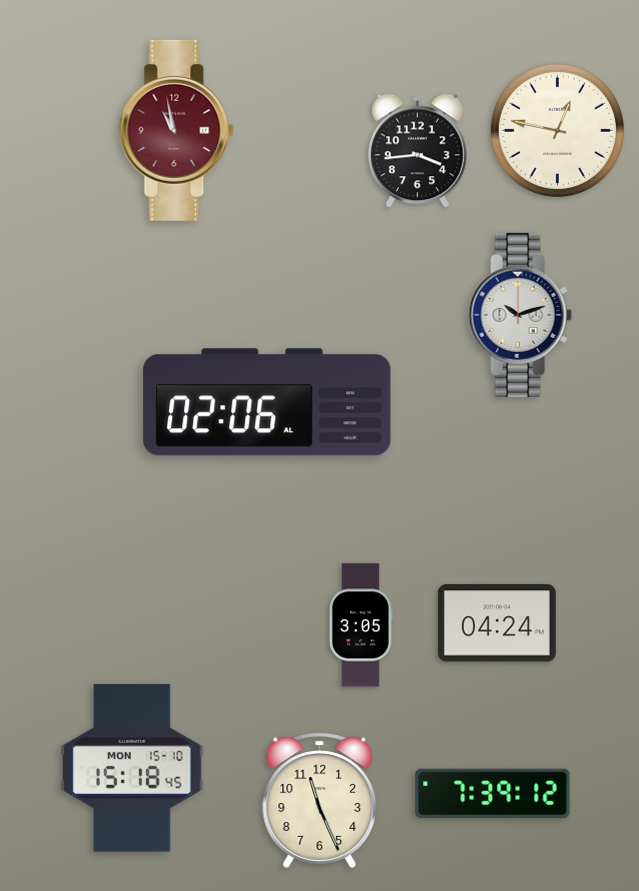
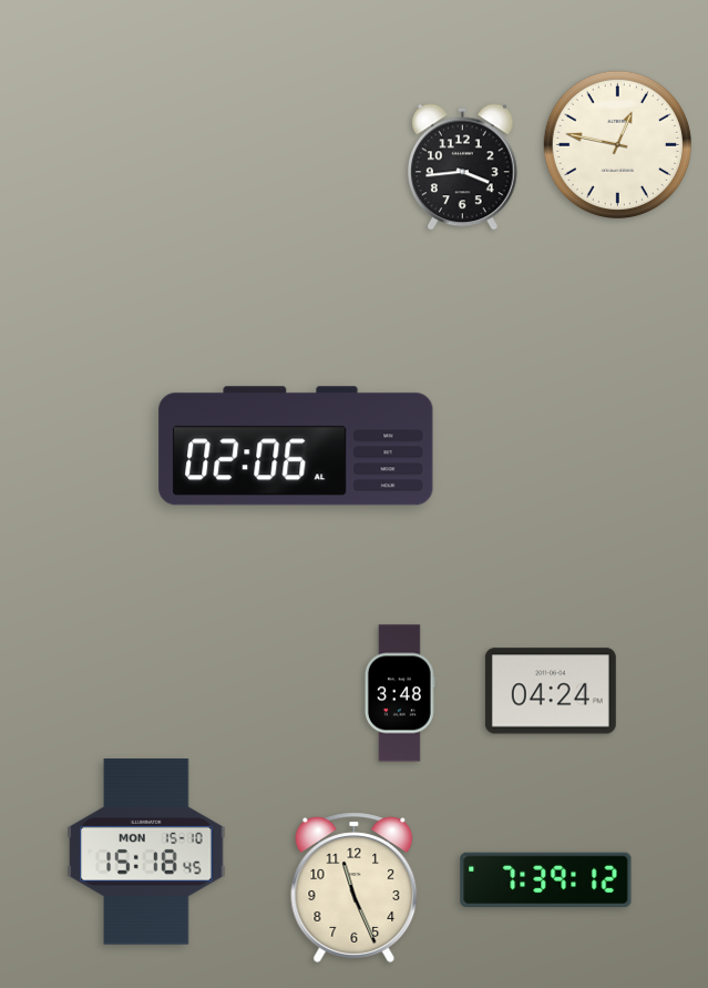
clock at (177, 130): 10:58 -> none
clock at (520, 315): 10:12 -> none
clock at (361, 625): 3:05 -> 3:48
